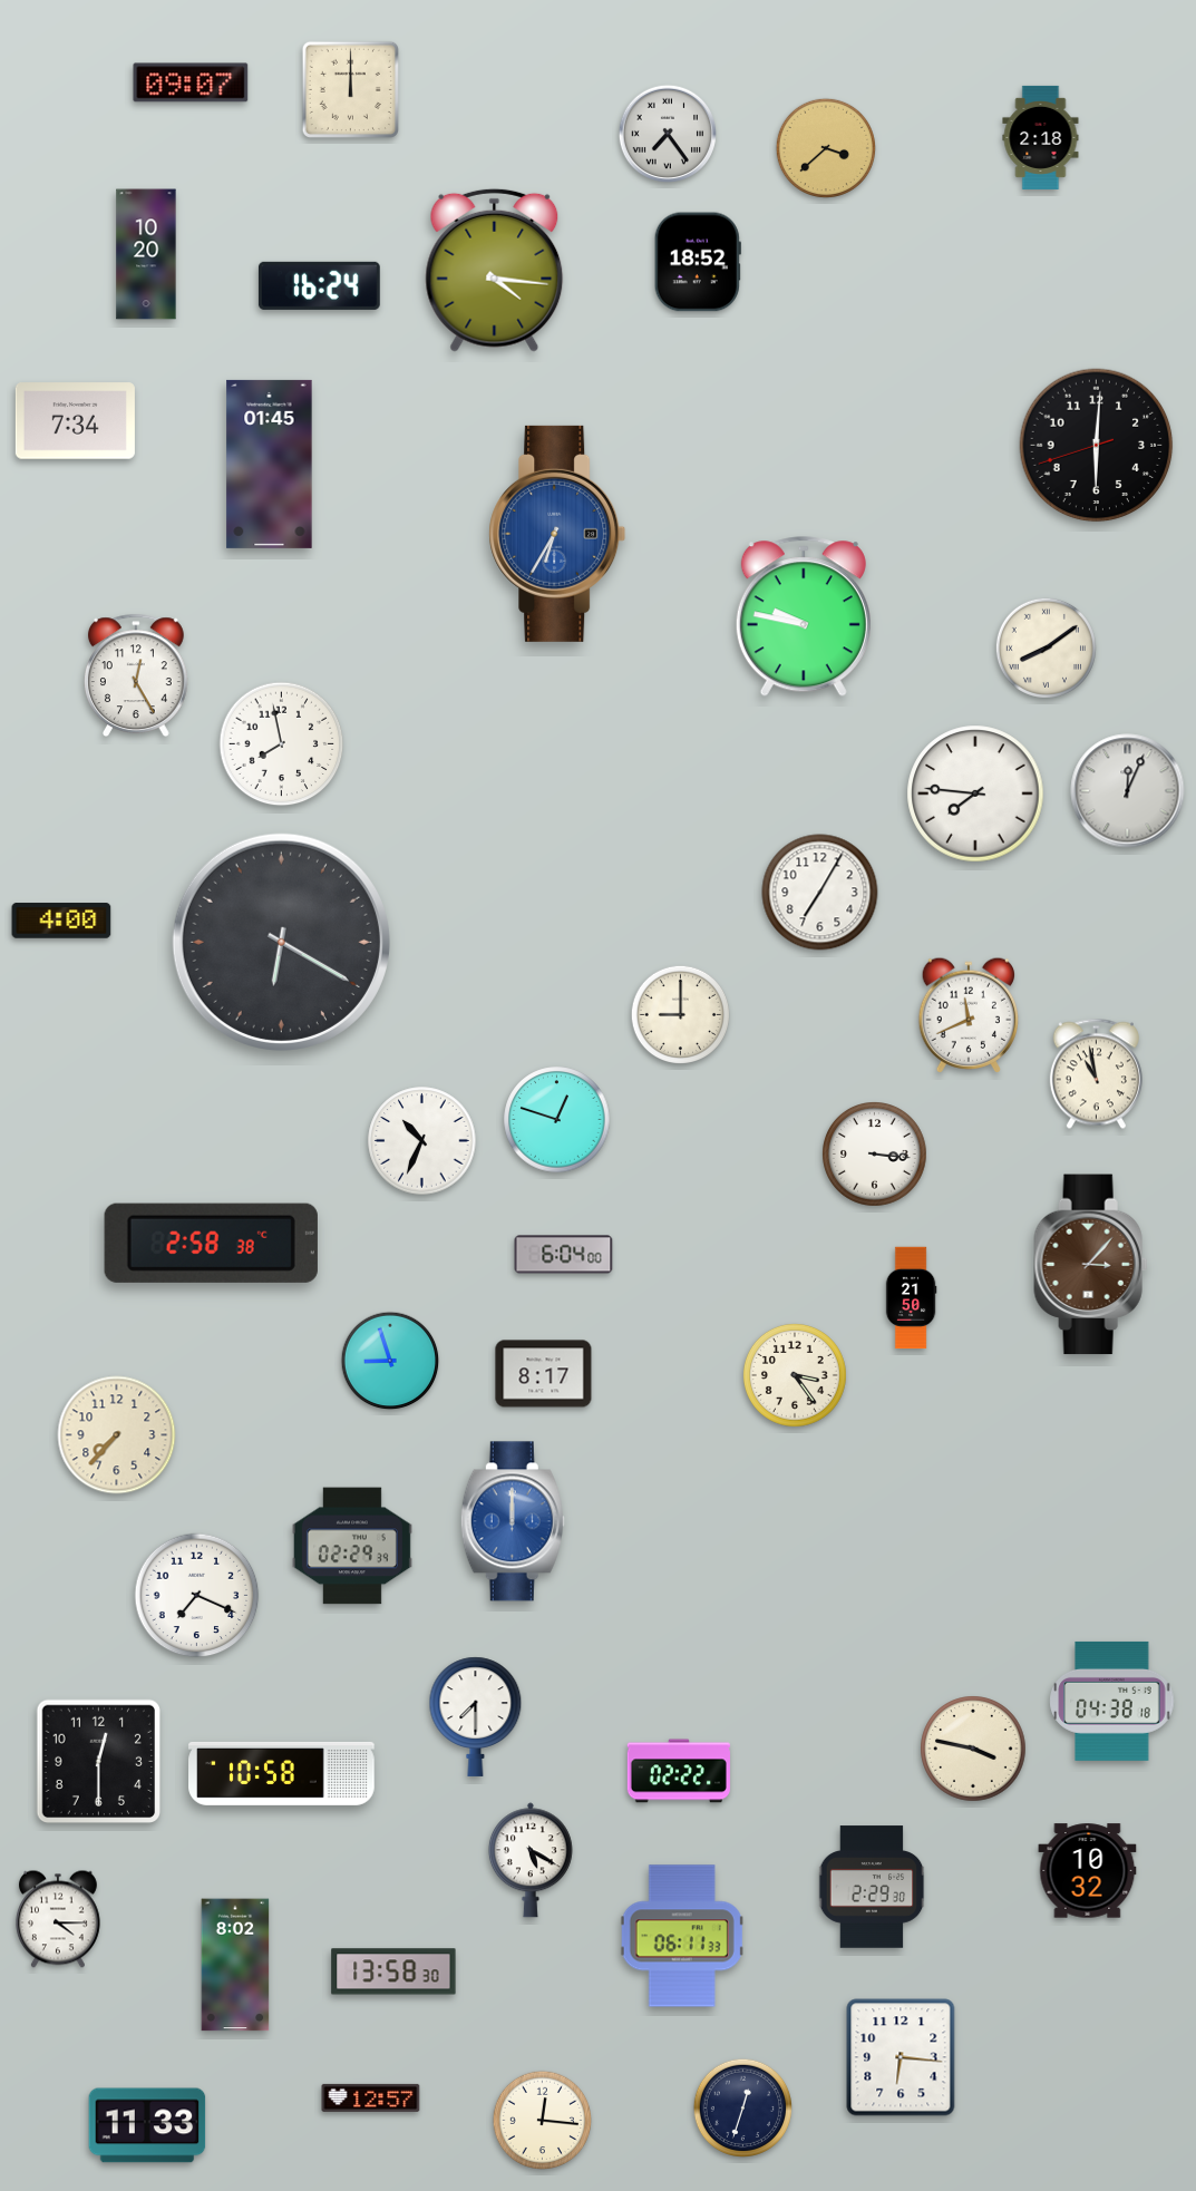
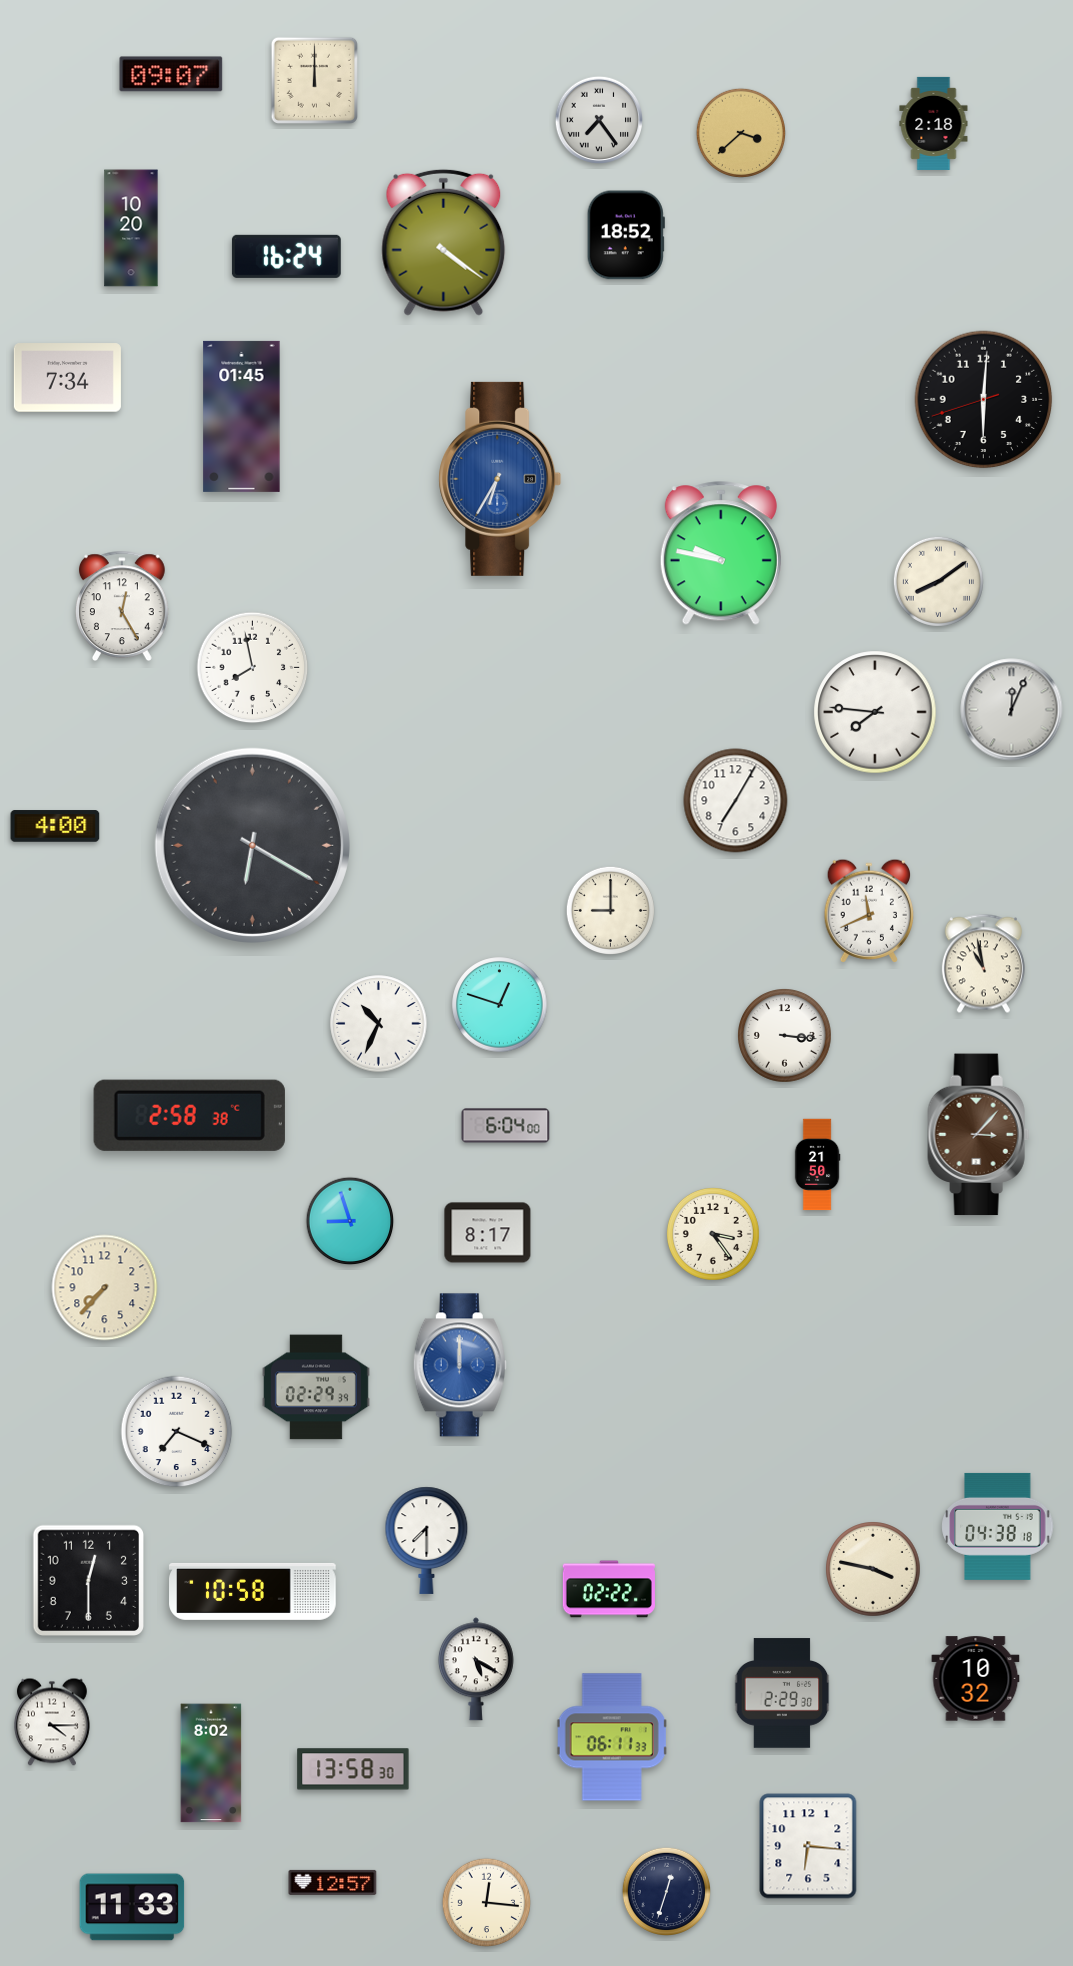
clock at (495, 270): 4:16 -> 4:21
